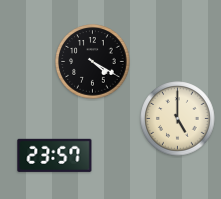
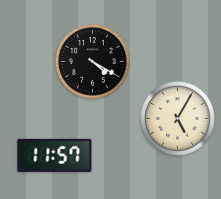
clock at (178, 119): 5:00 -> 5:05
clock at (55, 155): 23:57 -> 11:57
